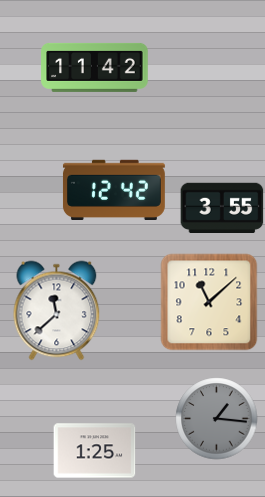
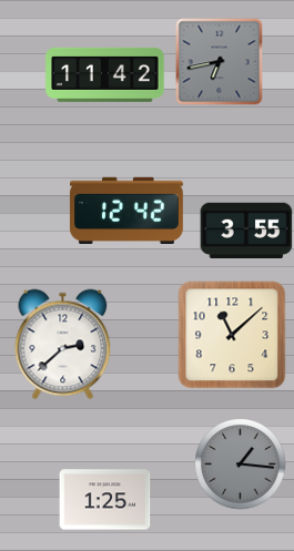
clock at (219, 61): none -> 6:43
clock at (57, 310): 11:38 -> 2:38
